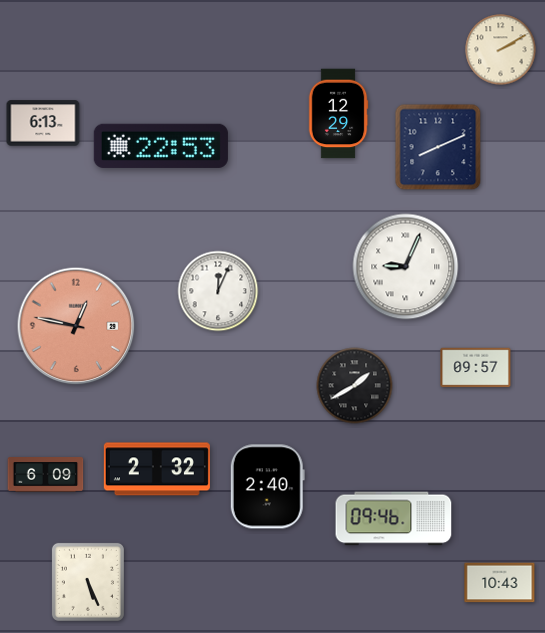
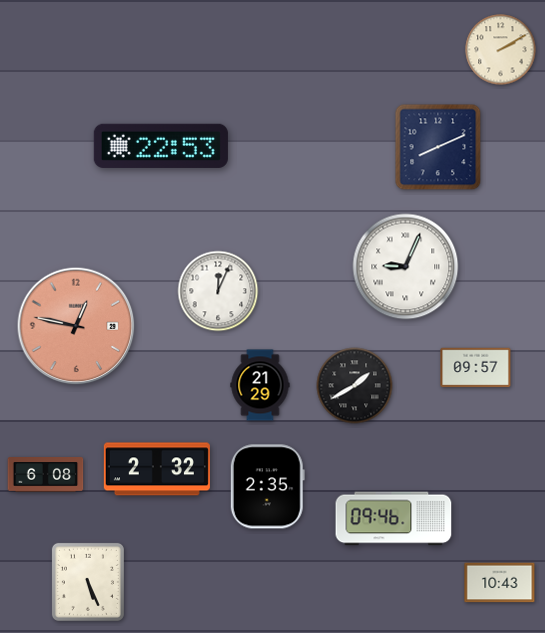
clock at (338, 114): 12:29 -> none
clock at (43, 123): 6:13 -> none
clock at (260, 385): none -> 21:29
clock at (46, 475): 6:09 -> 6:08
clock at (267, 487): 2:40 -> 2:35
